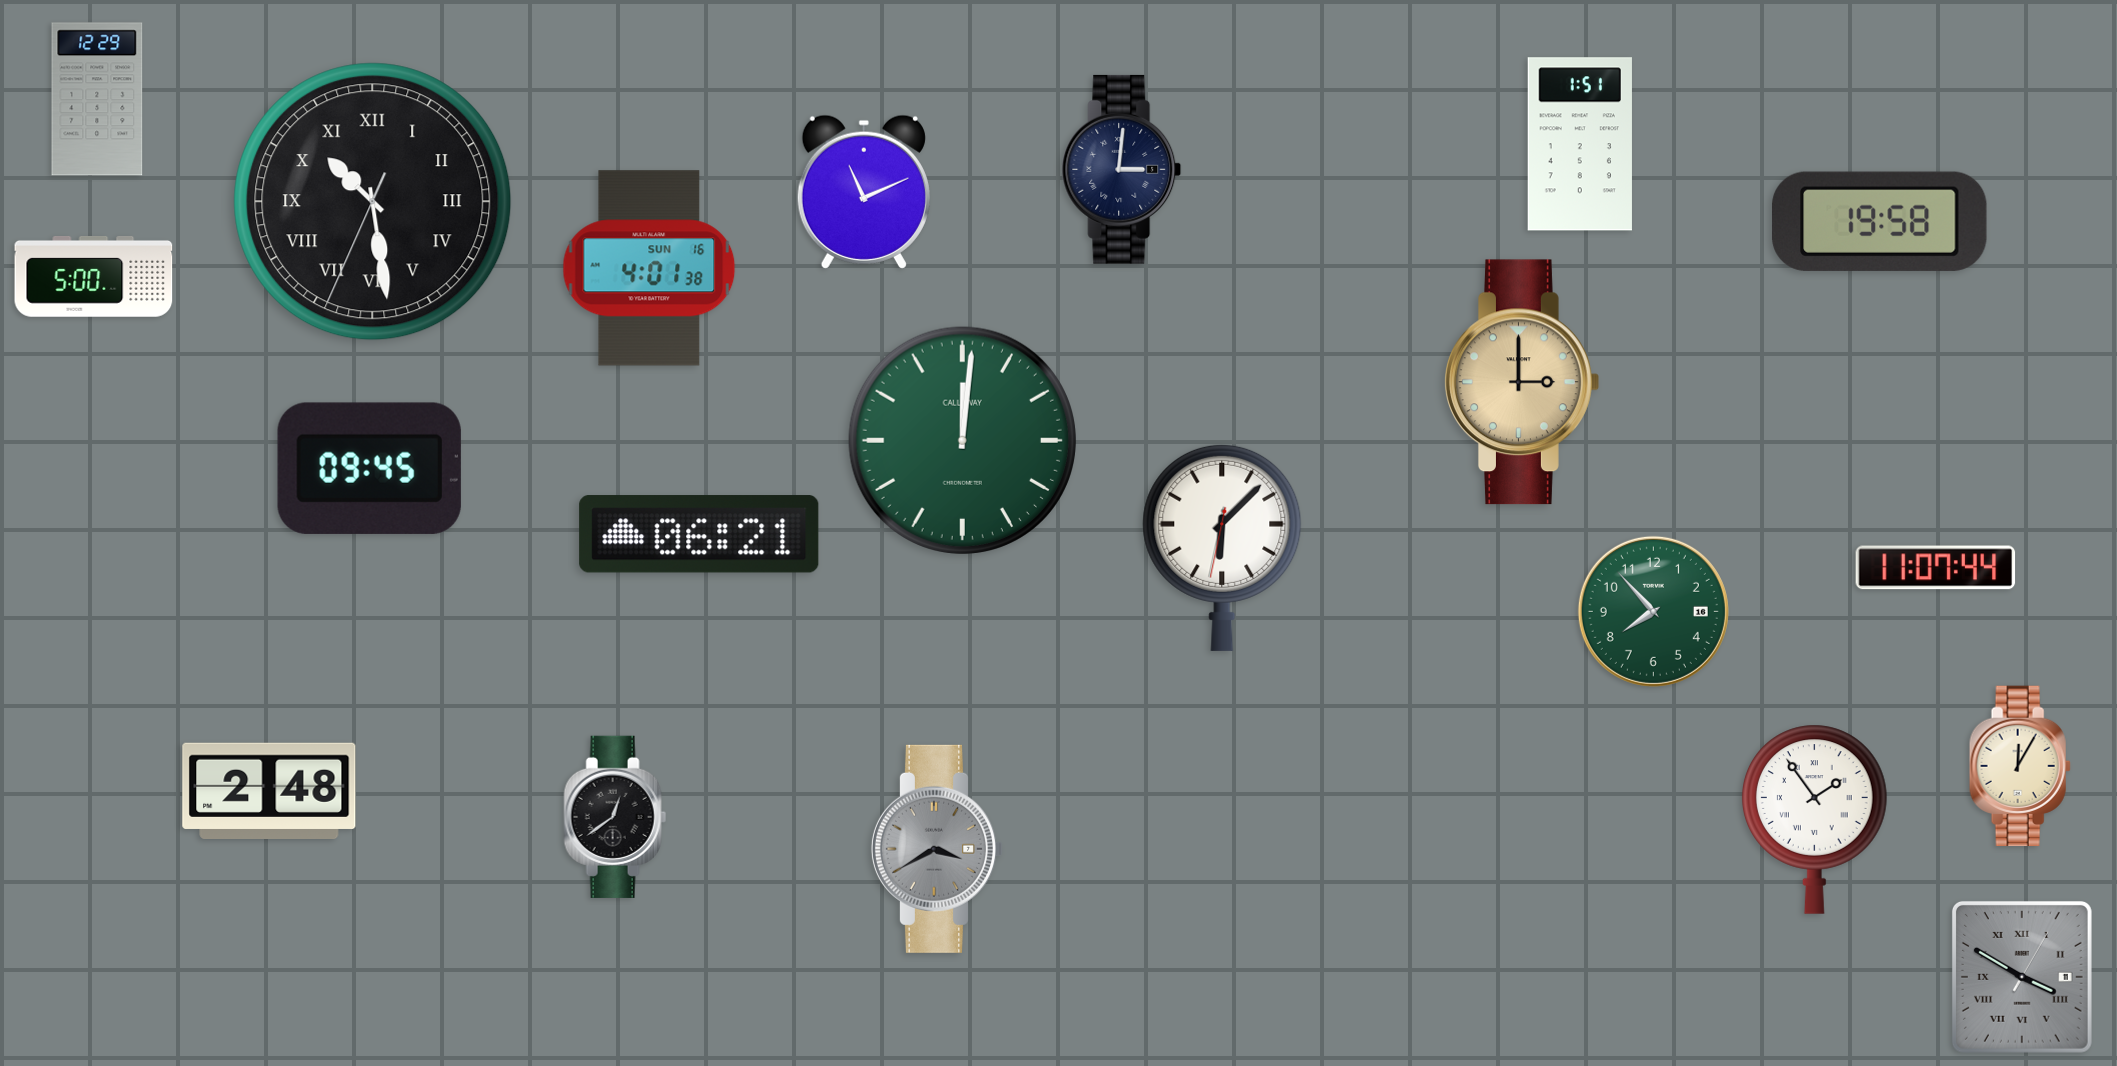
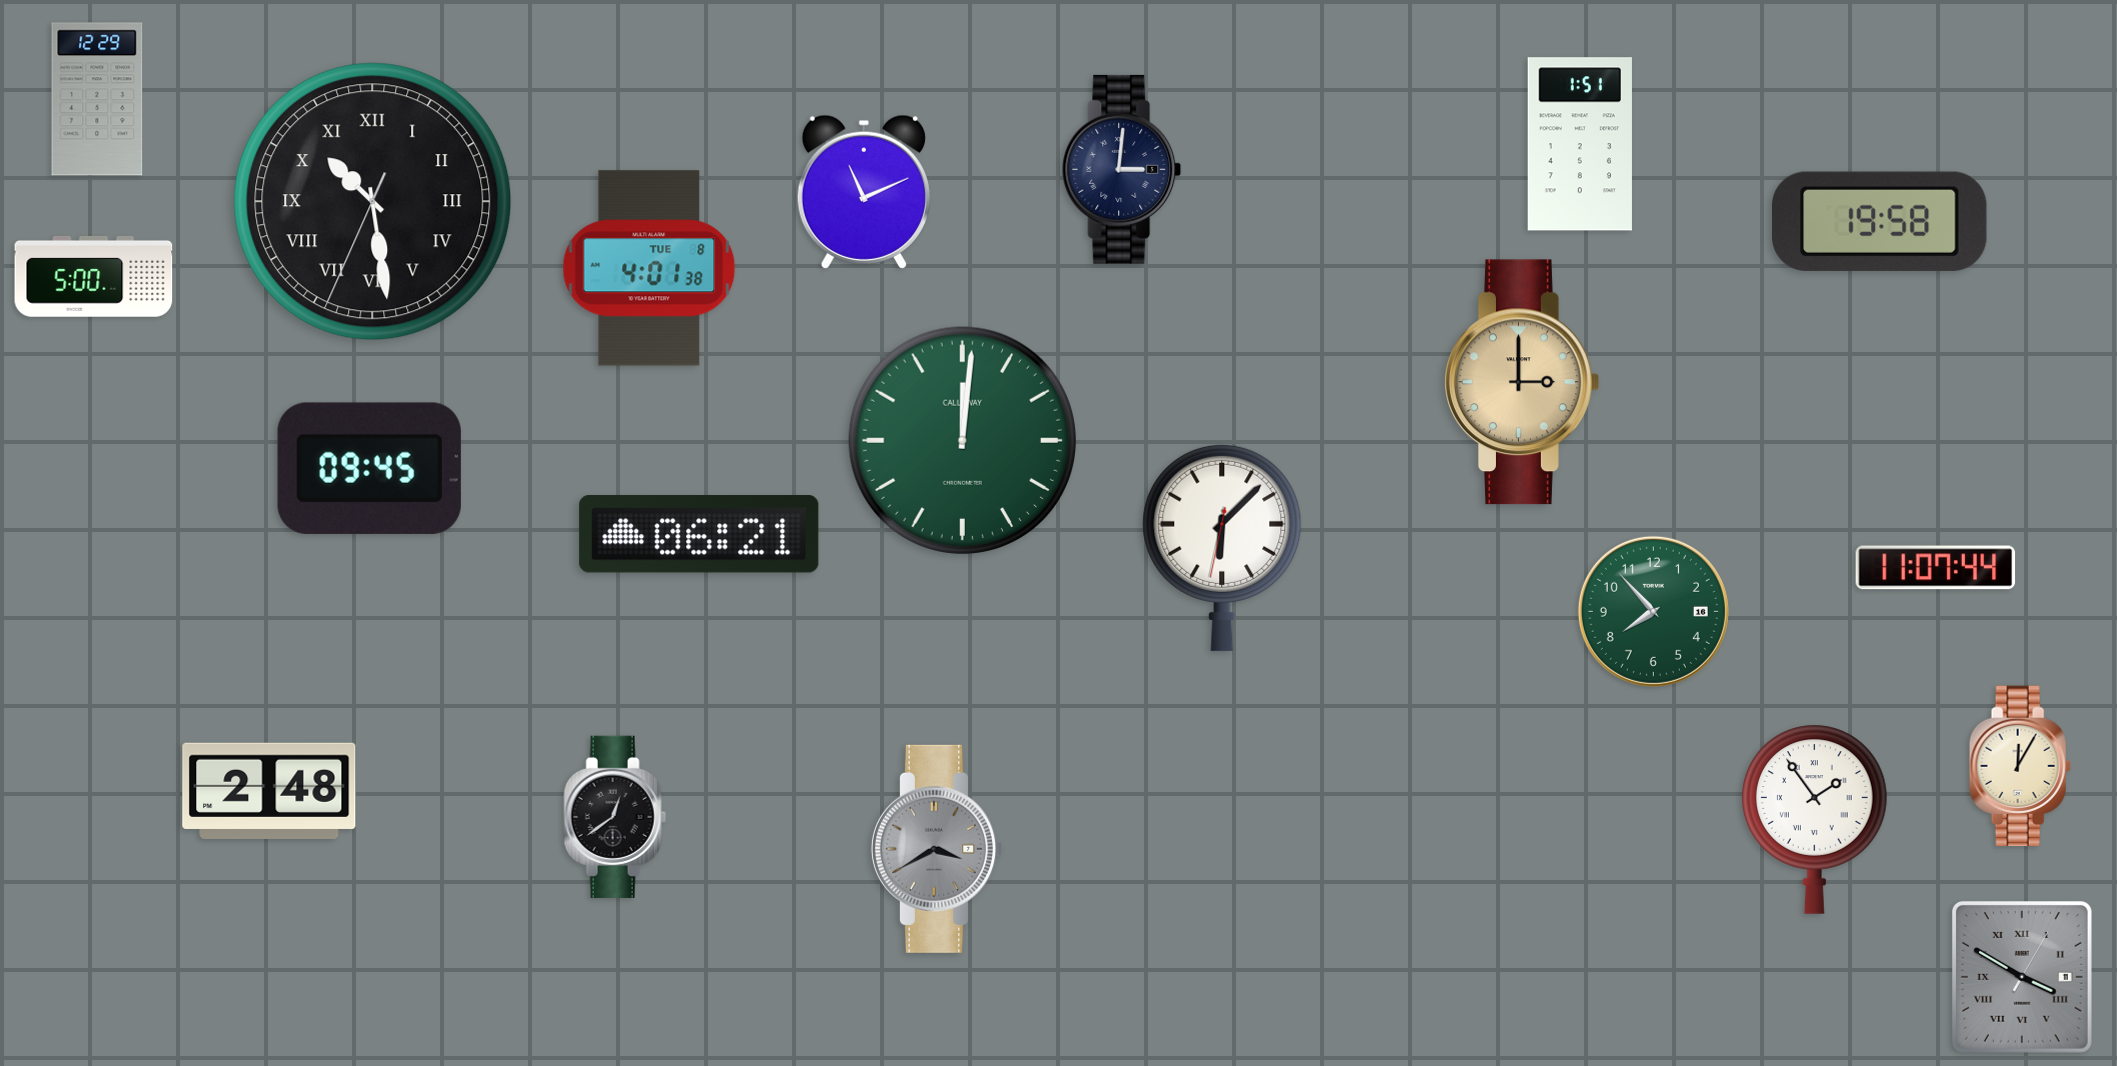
clock at (649, 268) date: SUN 16 -> TUE 8
